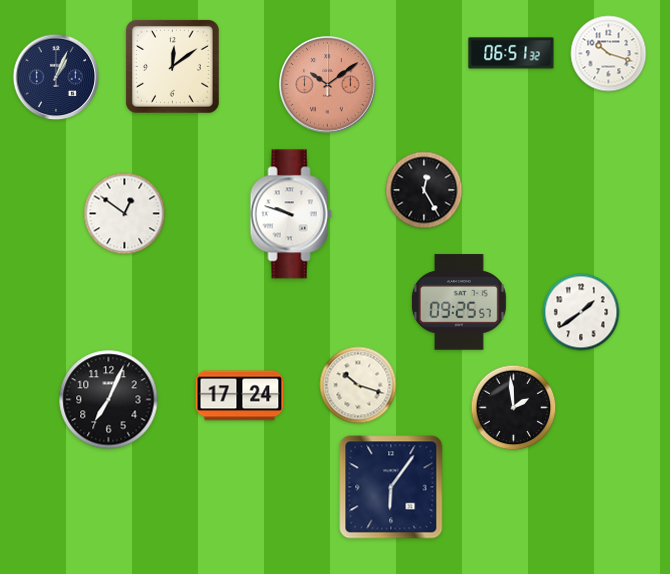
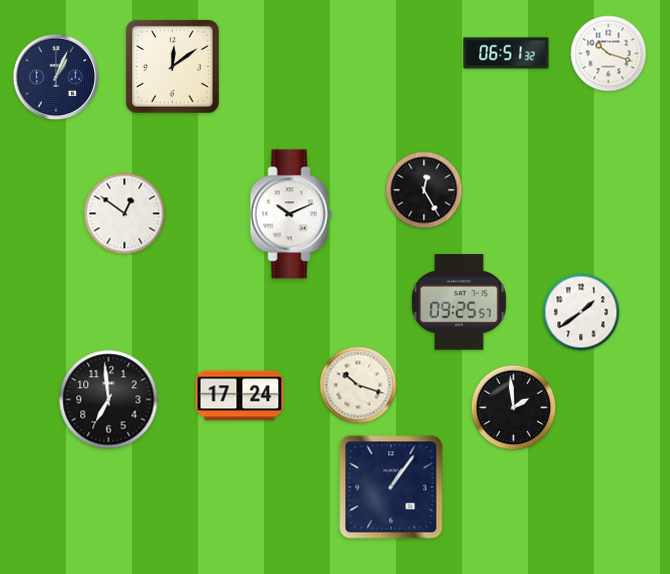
clock at (511, 53) position: (511, 53) -> (506, 53)
clock at (328, 85): 10:09 -> none
clock at (291, 214): 9:48 -> 10:11
clock at (109, 400): 7:04 -> 6:59
clock at (391, 487): 6:06 -> 1:06
